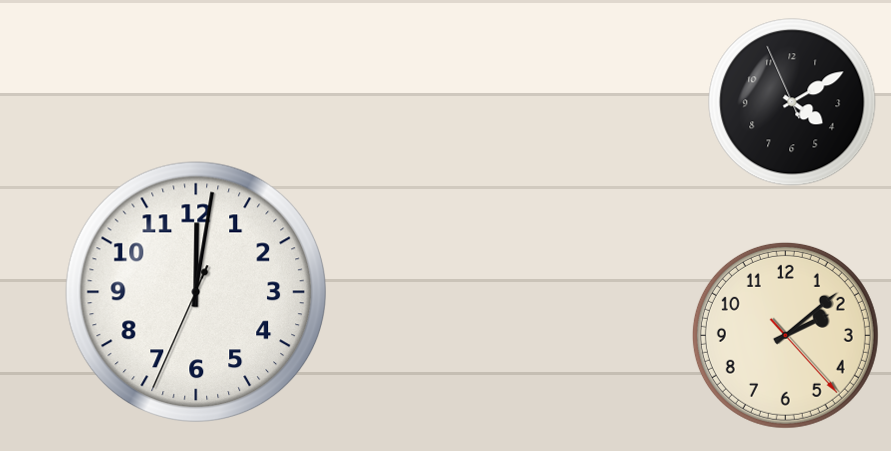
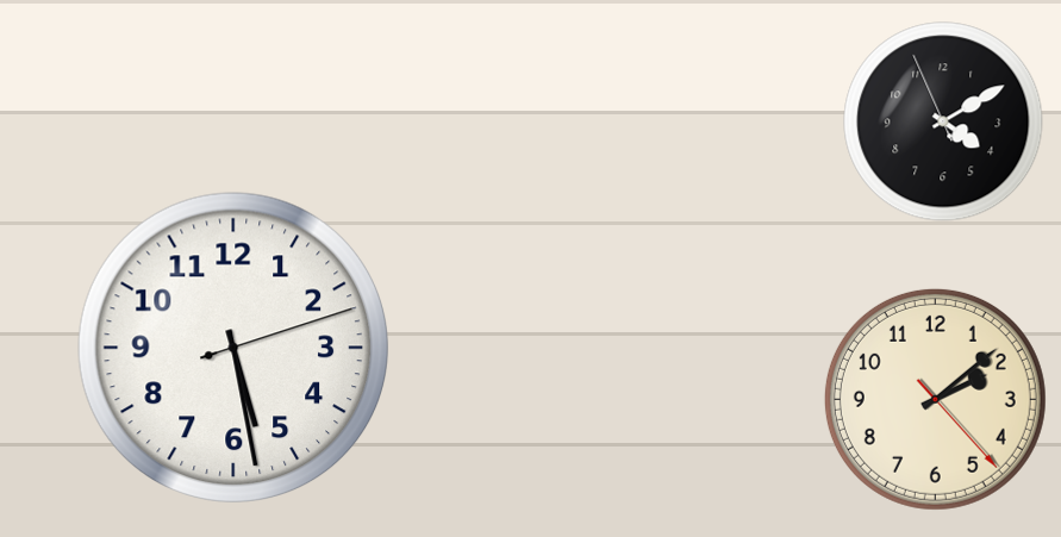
clock at (195, 291): 12:01 -> 5:28
